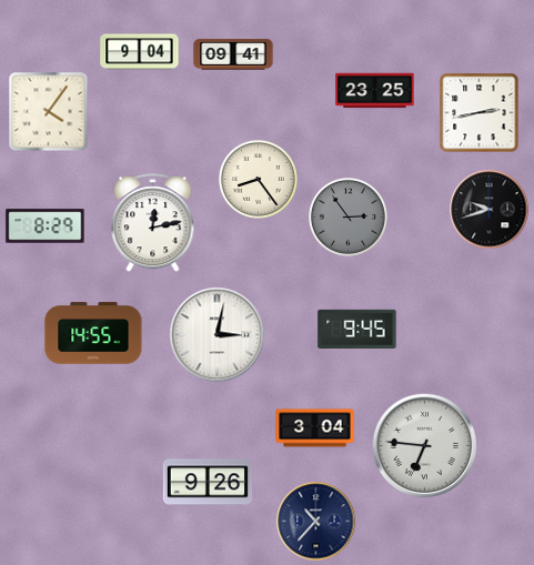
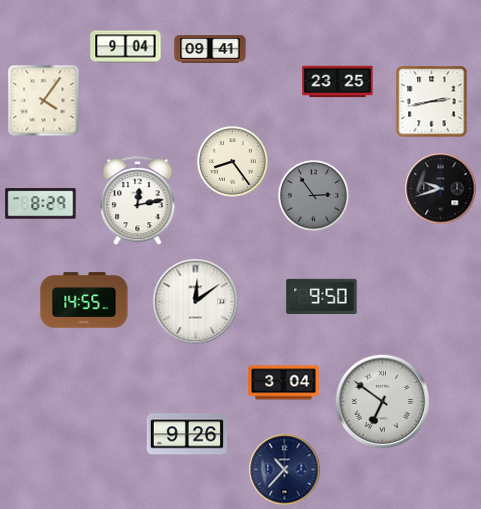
clock at (357, 329): 9:45 -> 9:50
clock at (218, 335): 3:02 -> 12:09
clock at (315, 428) position: (315, 428) -> (284, 383)
clock at (425, 446): 6:46 -> 6:51
